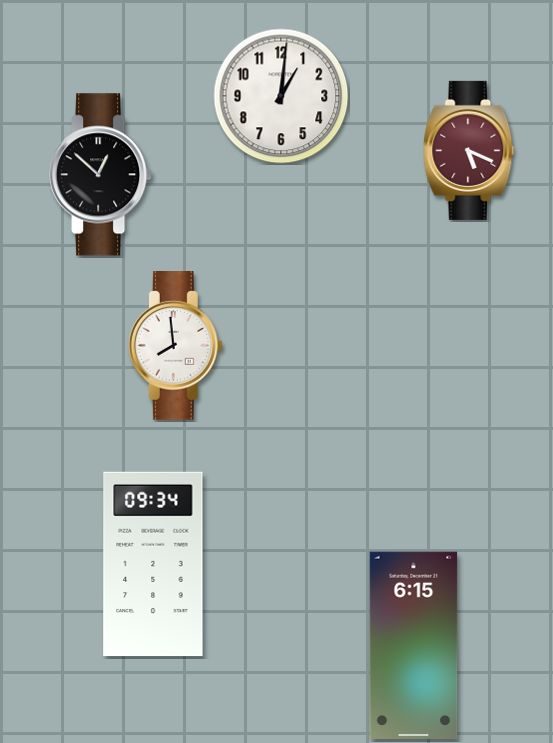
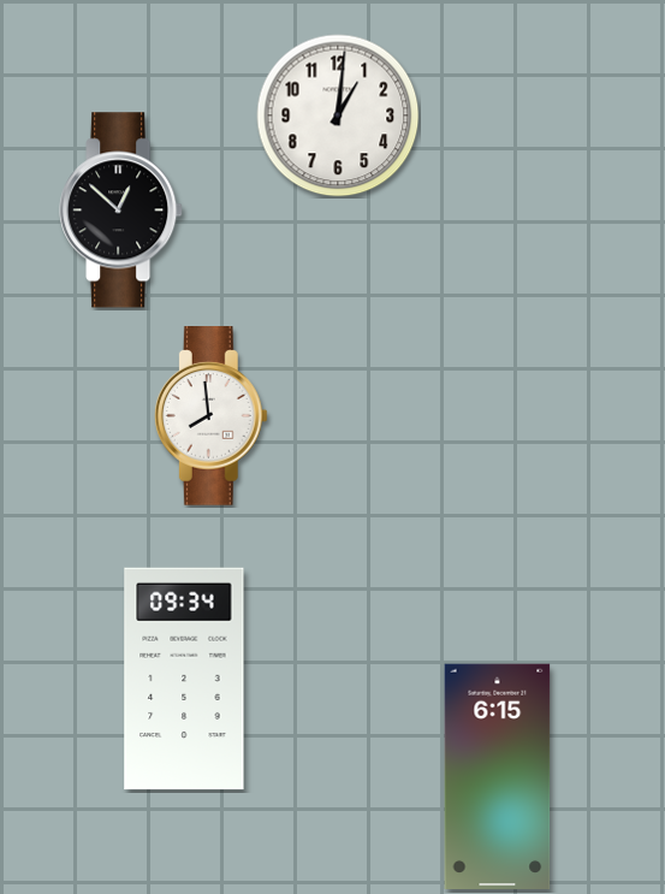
clock at (469, 150): 5:19 -> none
